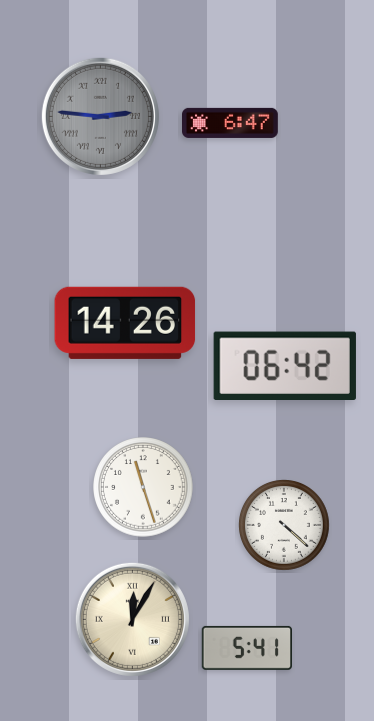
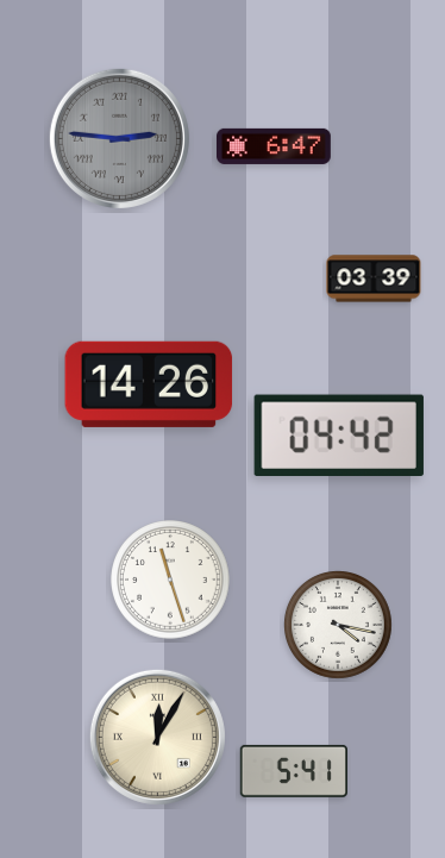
clock at (374, 278): none -> 03:39
clock at (285, 365): 06:42 -> 04:42
clock at (285, 526): 4:22 -> 4:17
